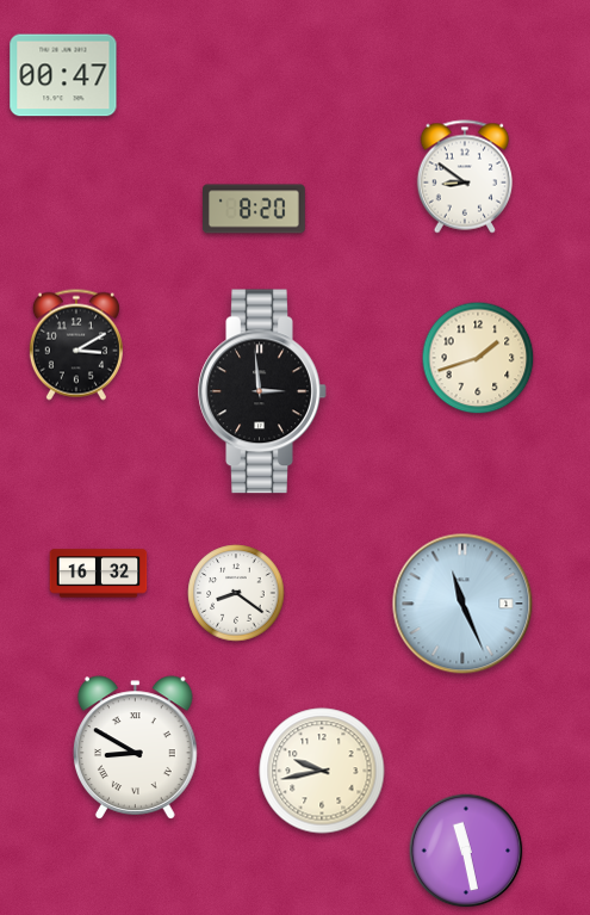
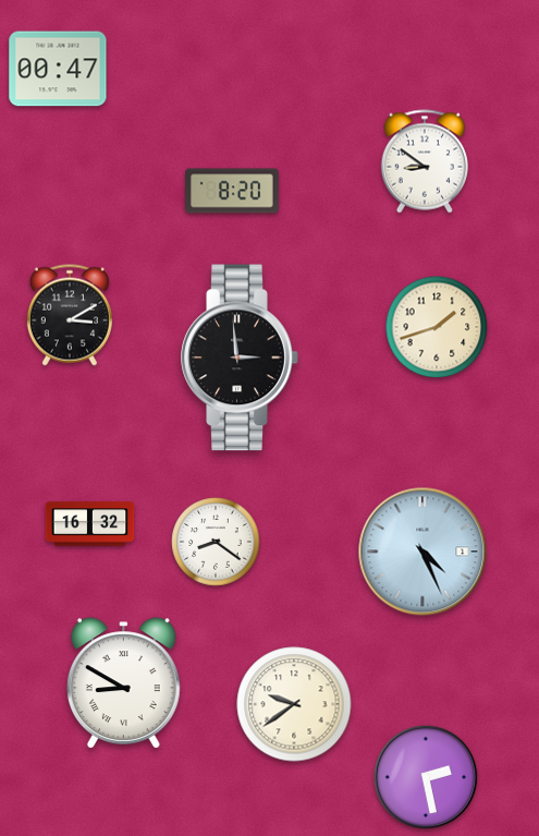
clock at (462, 604): 11:26 -> 4:26
clock at (322, 771): 9:43 -> 9:39
clock at (466, 851): 11:28 -> 2:28
